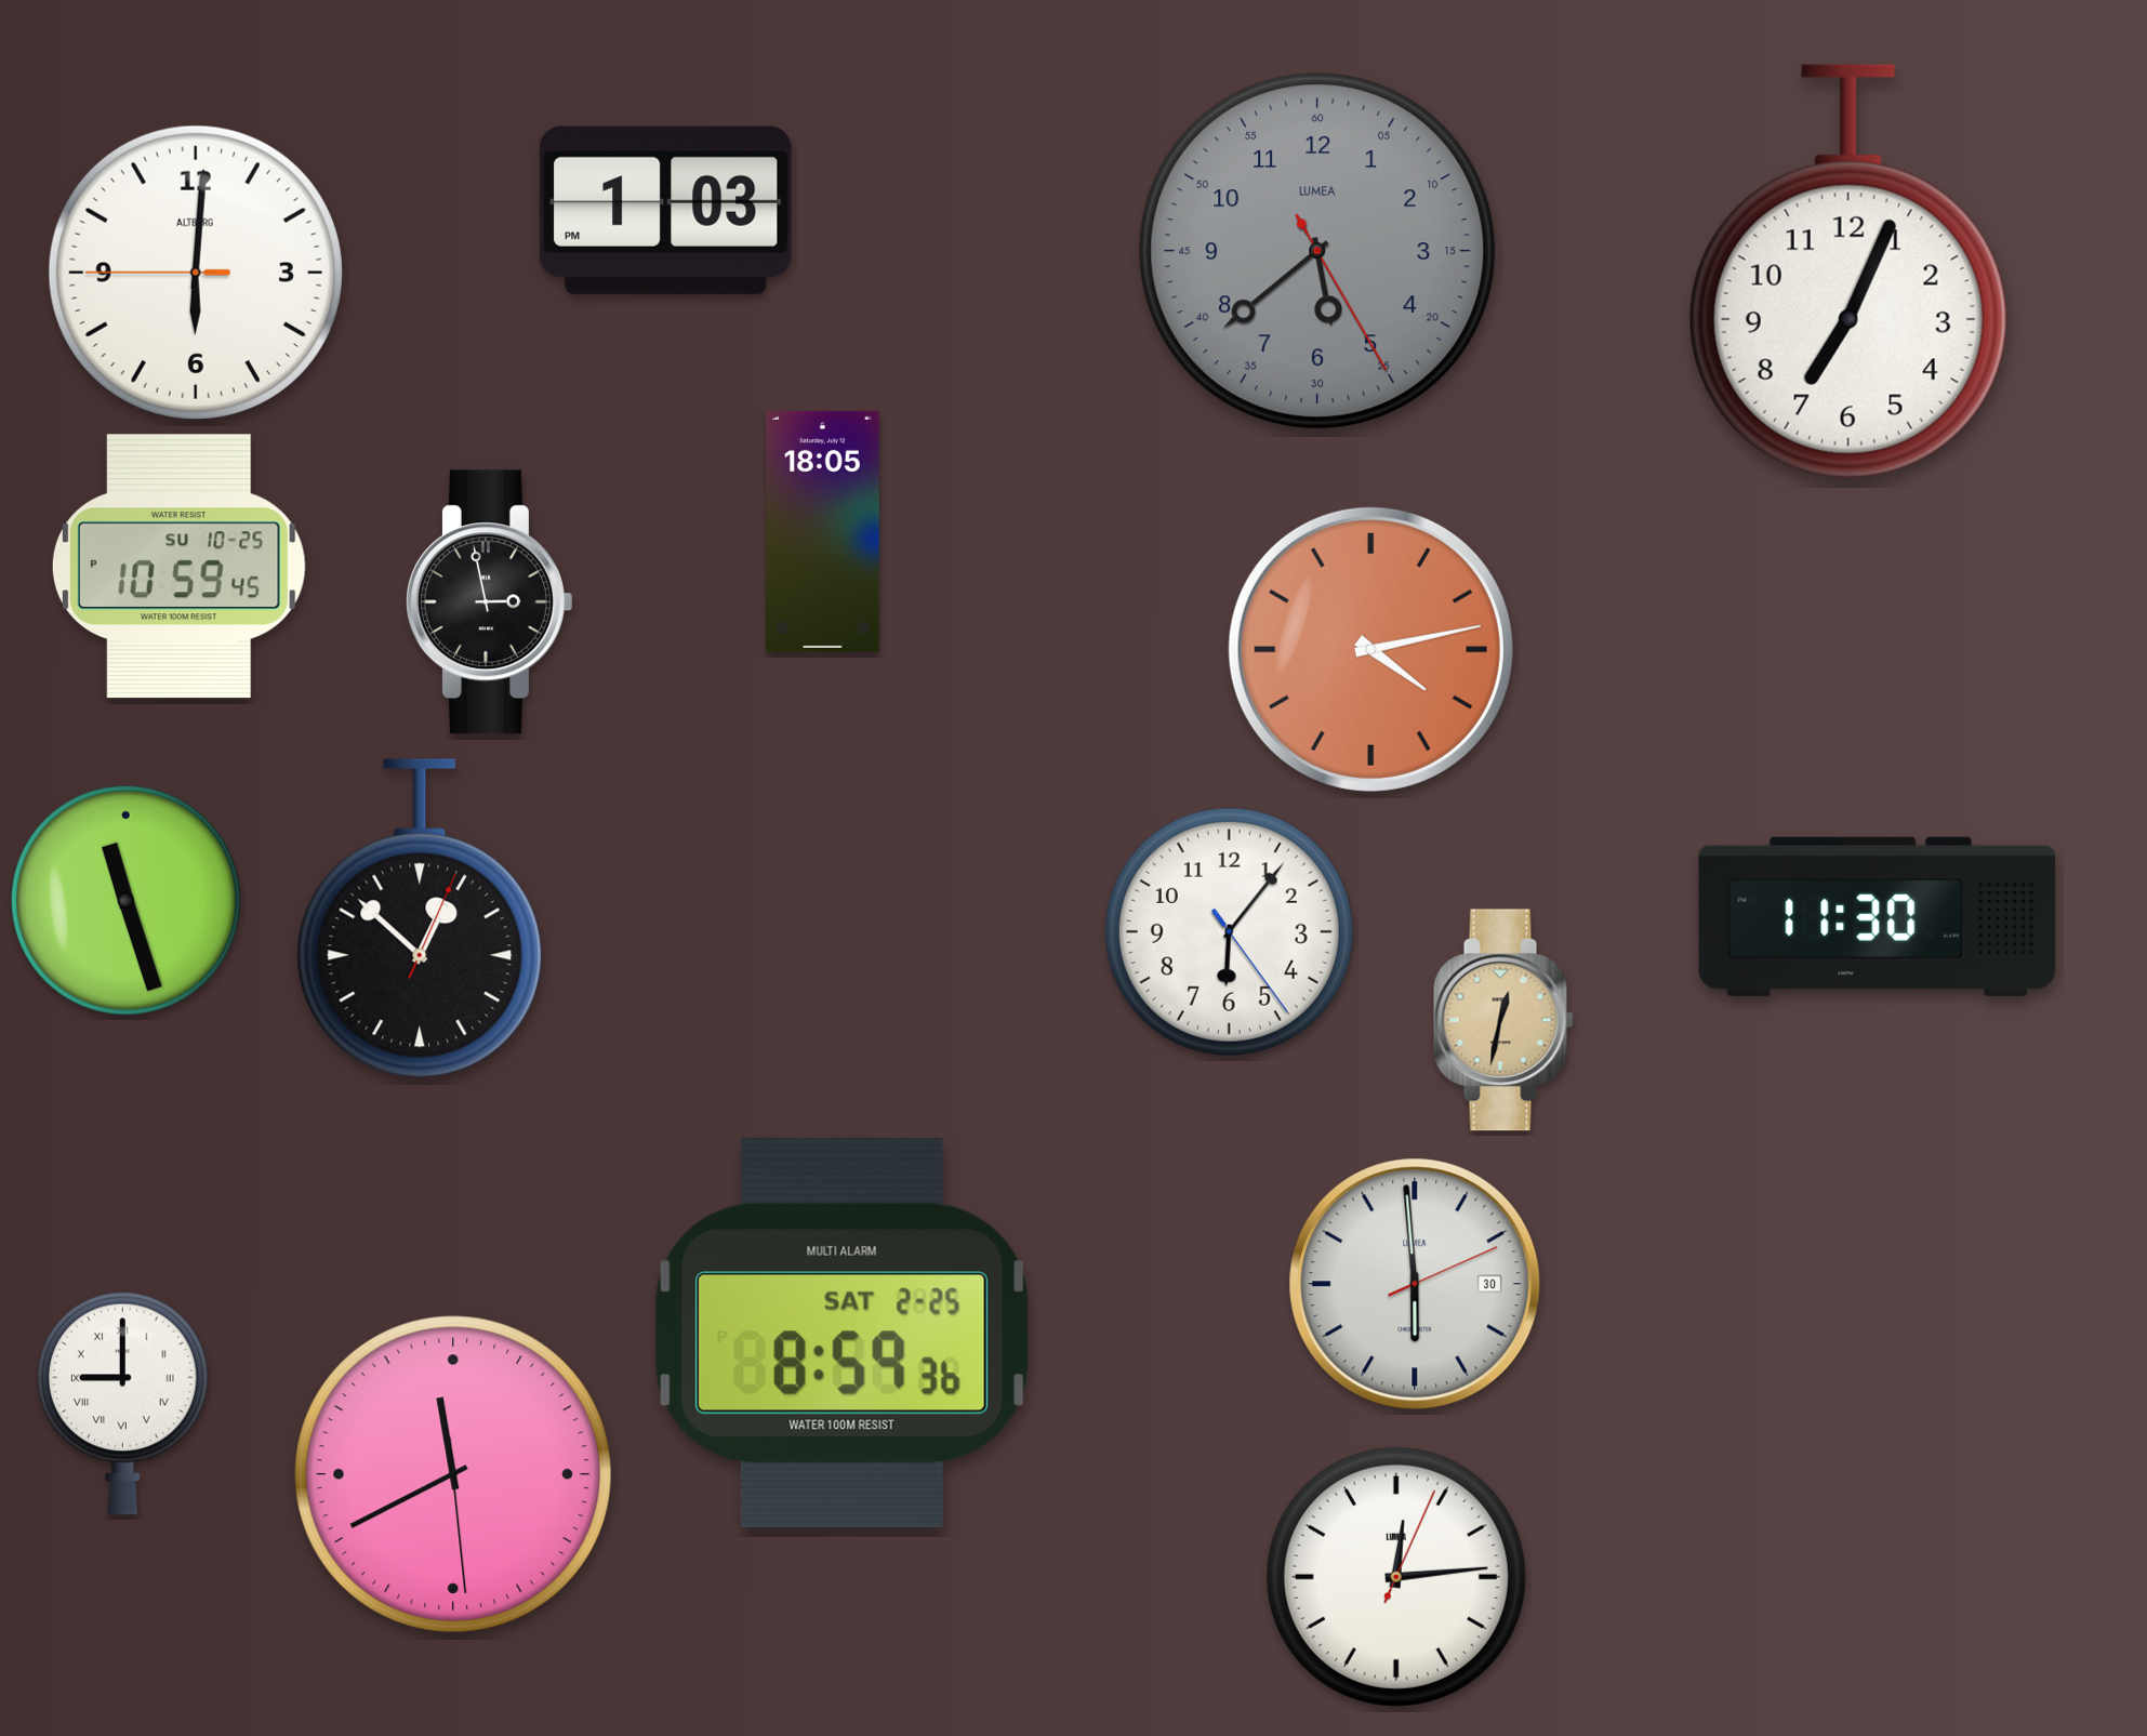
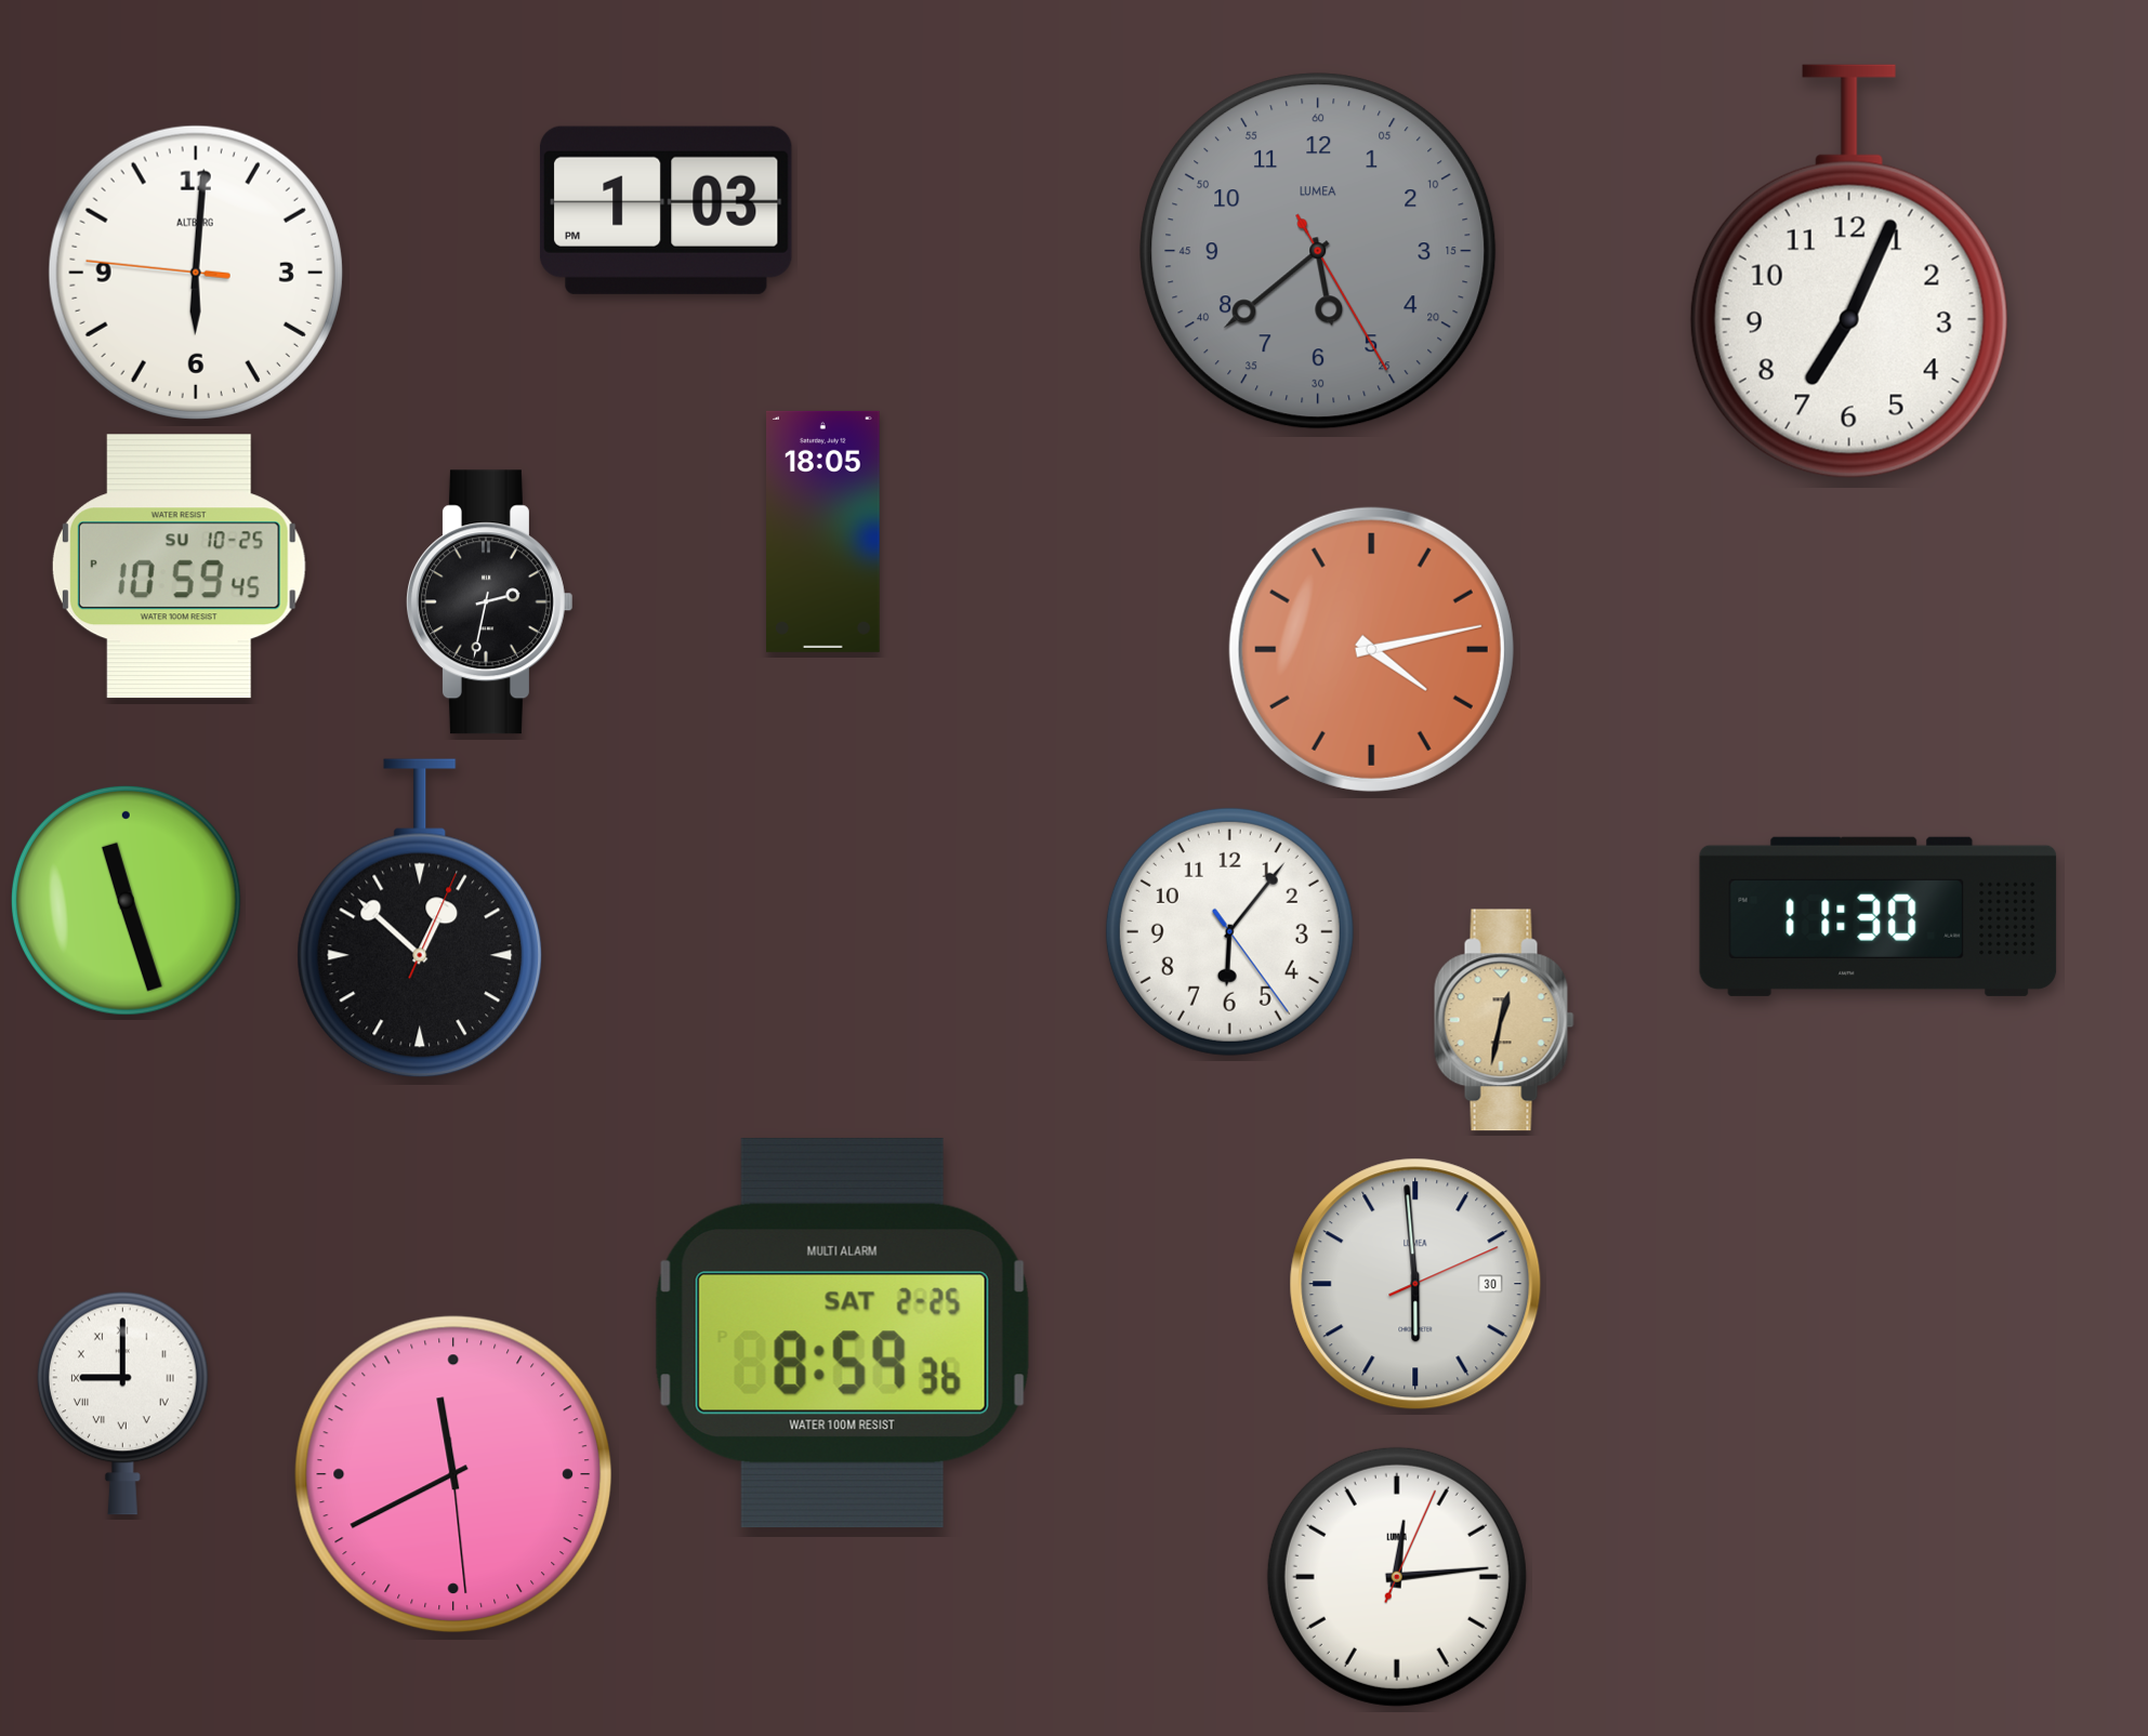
clock at (196, 273): 6:00:45 -> 6:00:46
clock at (489, 602): 2:58 -> 2:32
